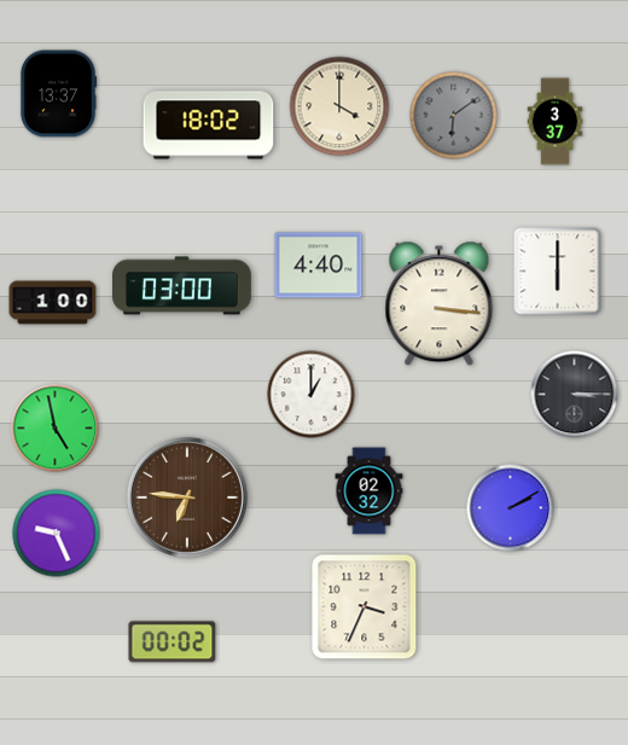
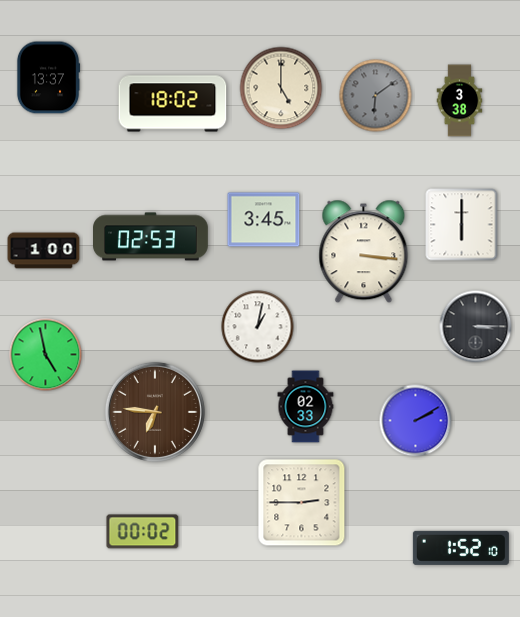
clock at (339, 106): 4:00 -> 5:00
clock at (556, 122): 3:37 -> 3:38
clock at (319, 266): 4:40 -> 3:45
clock at (182, 286): 03:00 -> 02:53
clock at (312, 395): 1:00 -> 1:02
clock at (370, 491): 02:32 -> 02:33
clock at (511, 508) position: (511, 508) -> (416, 421)
clock at (57, 534): 9:26 -> none
clock at (365, 607): 3:34 -> 2:45
clock at (461, 548): none -> 1:52
